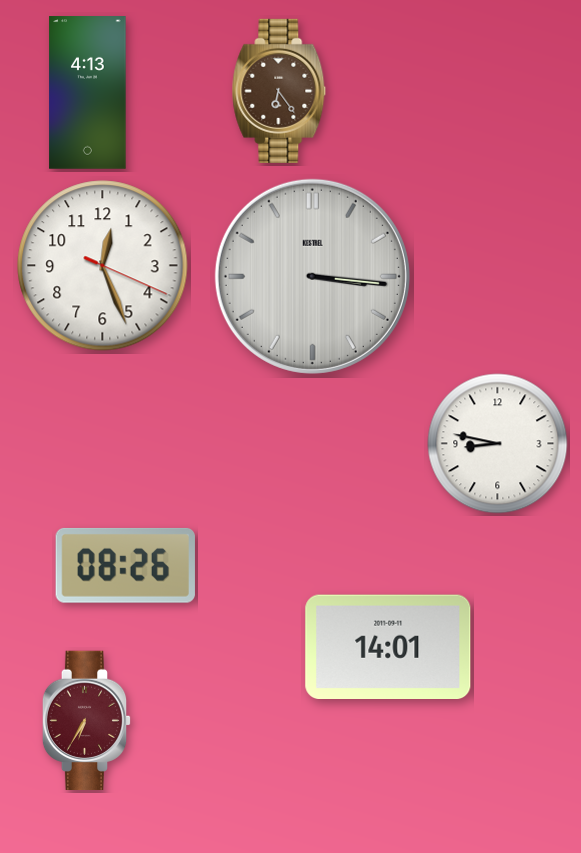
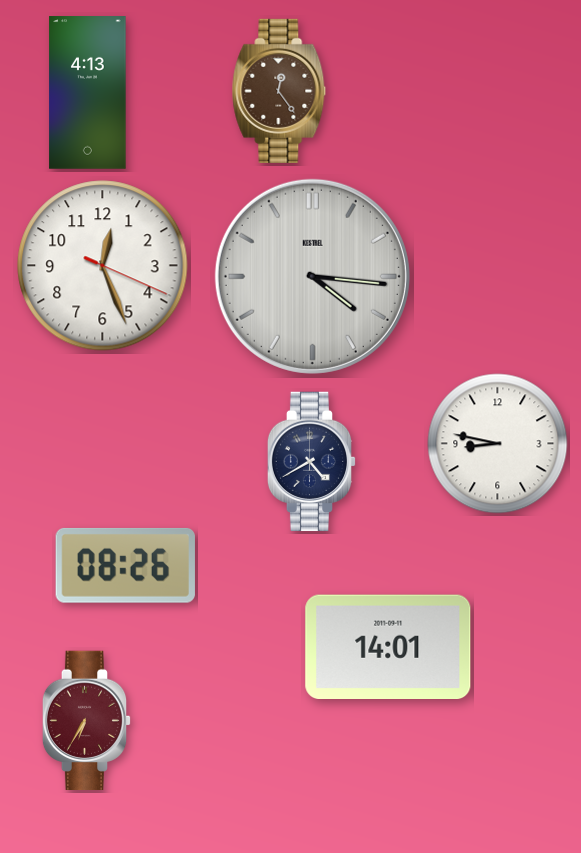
clock at (279, 91): 6:24 -> 12:24
clock at (312, 276): 3:16 -> 4:16
clock at (312, 462): none -> 4:40
